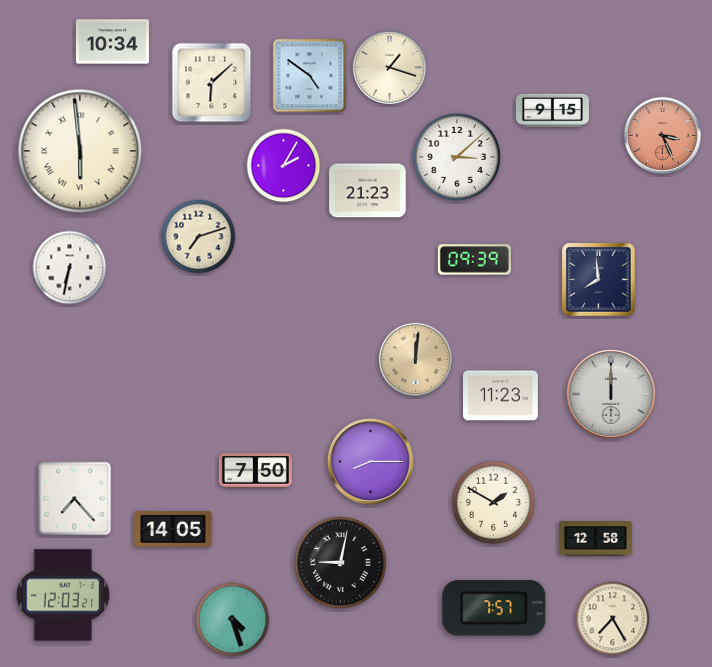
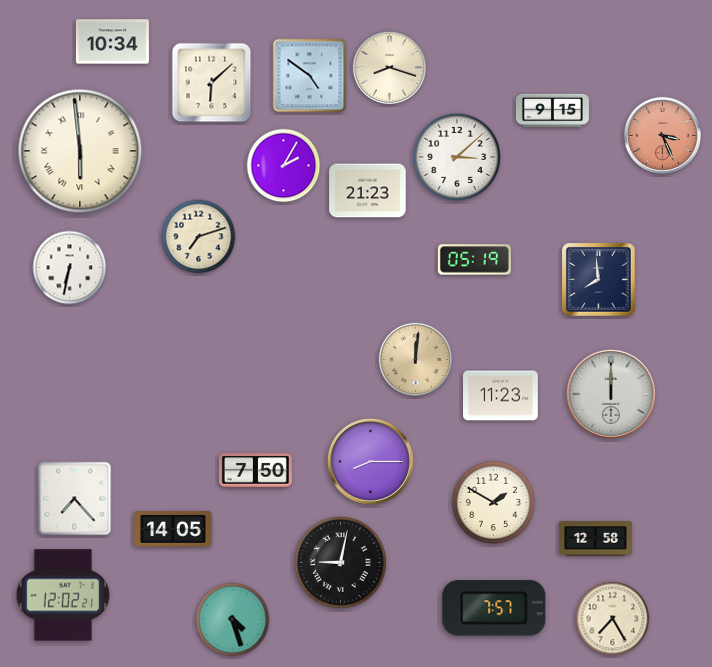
clock at (389, 67): 1:18 -> 8:18
clock at (474, 260): 09:39 -> 05:19
clock at (63, 595): 12:03 -> 12:02
